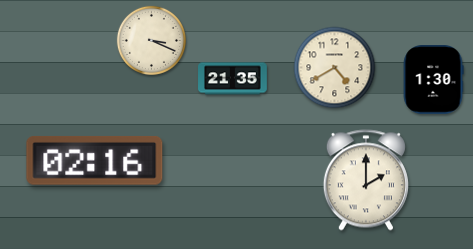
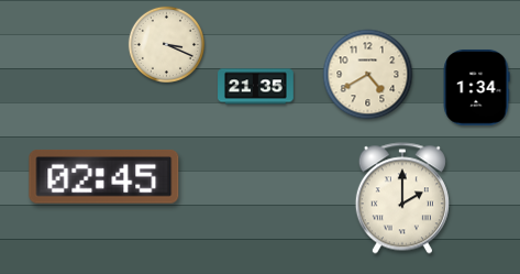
clock at (433, 80): 1:30 -> 1:34
clock at (95, 160): 02:16 -> 02:45
